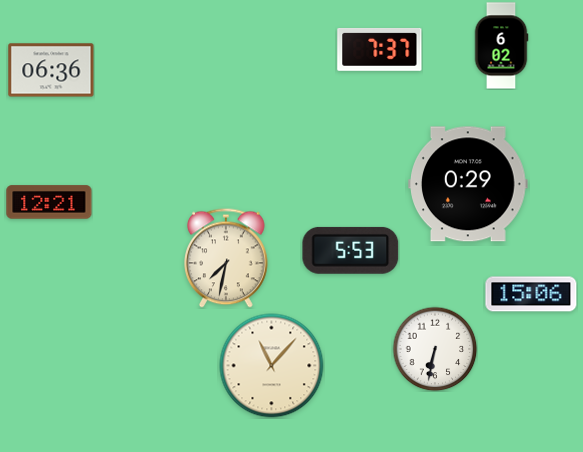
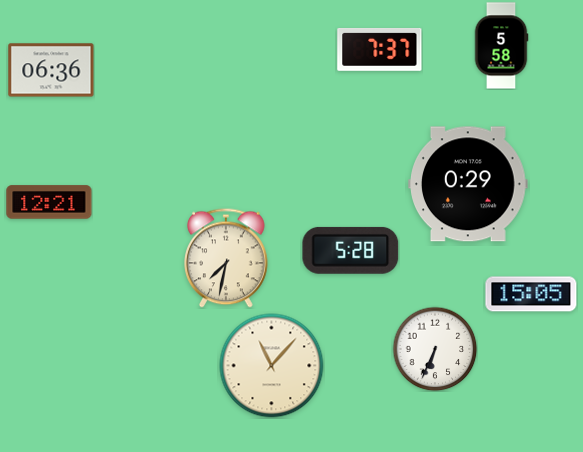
clock at (501, 46): 6:02 -> 5:58
clock at (351, 250): 5:53 -> 5:28
clock at (531, 294): 15:06 -> 15:05
clock at (435, 349): 6:32 -> 6:34
